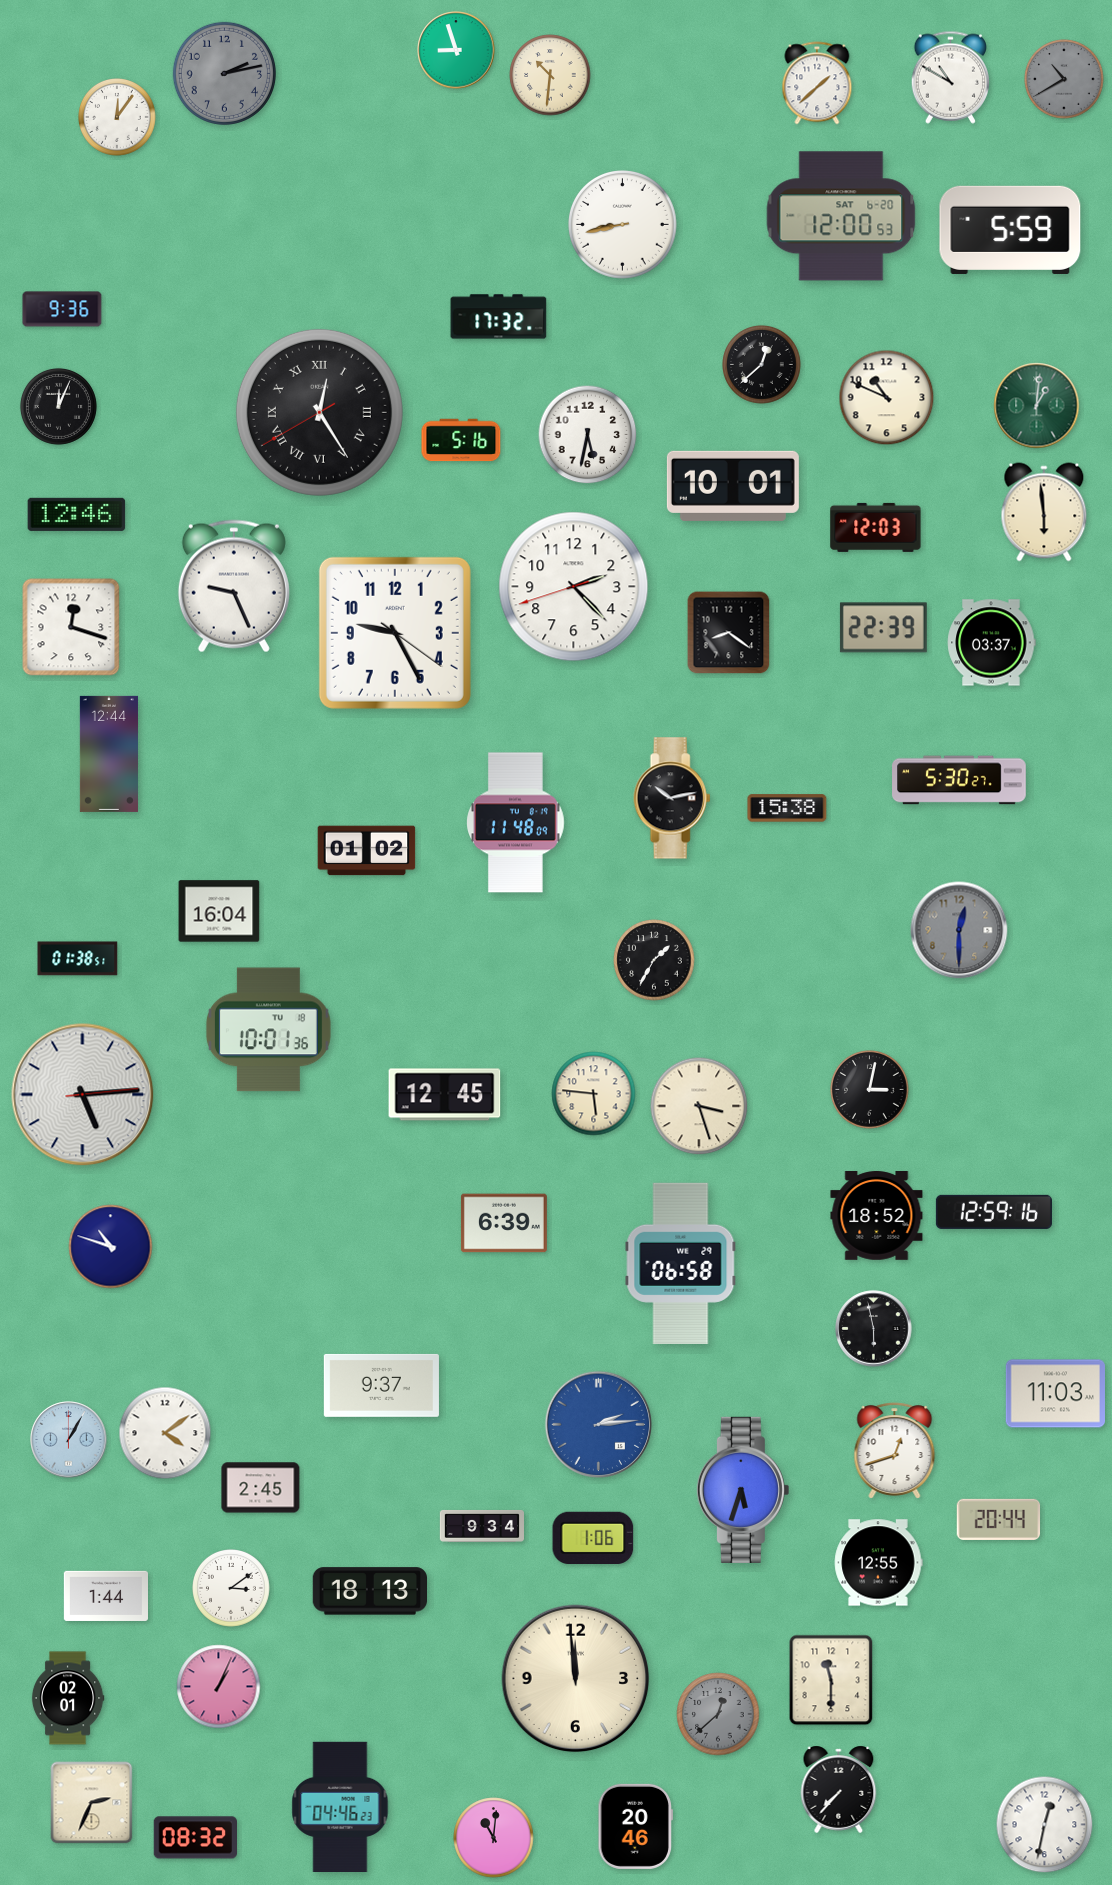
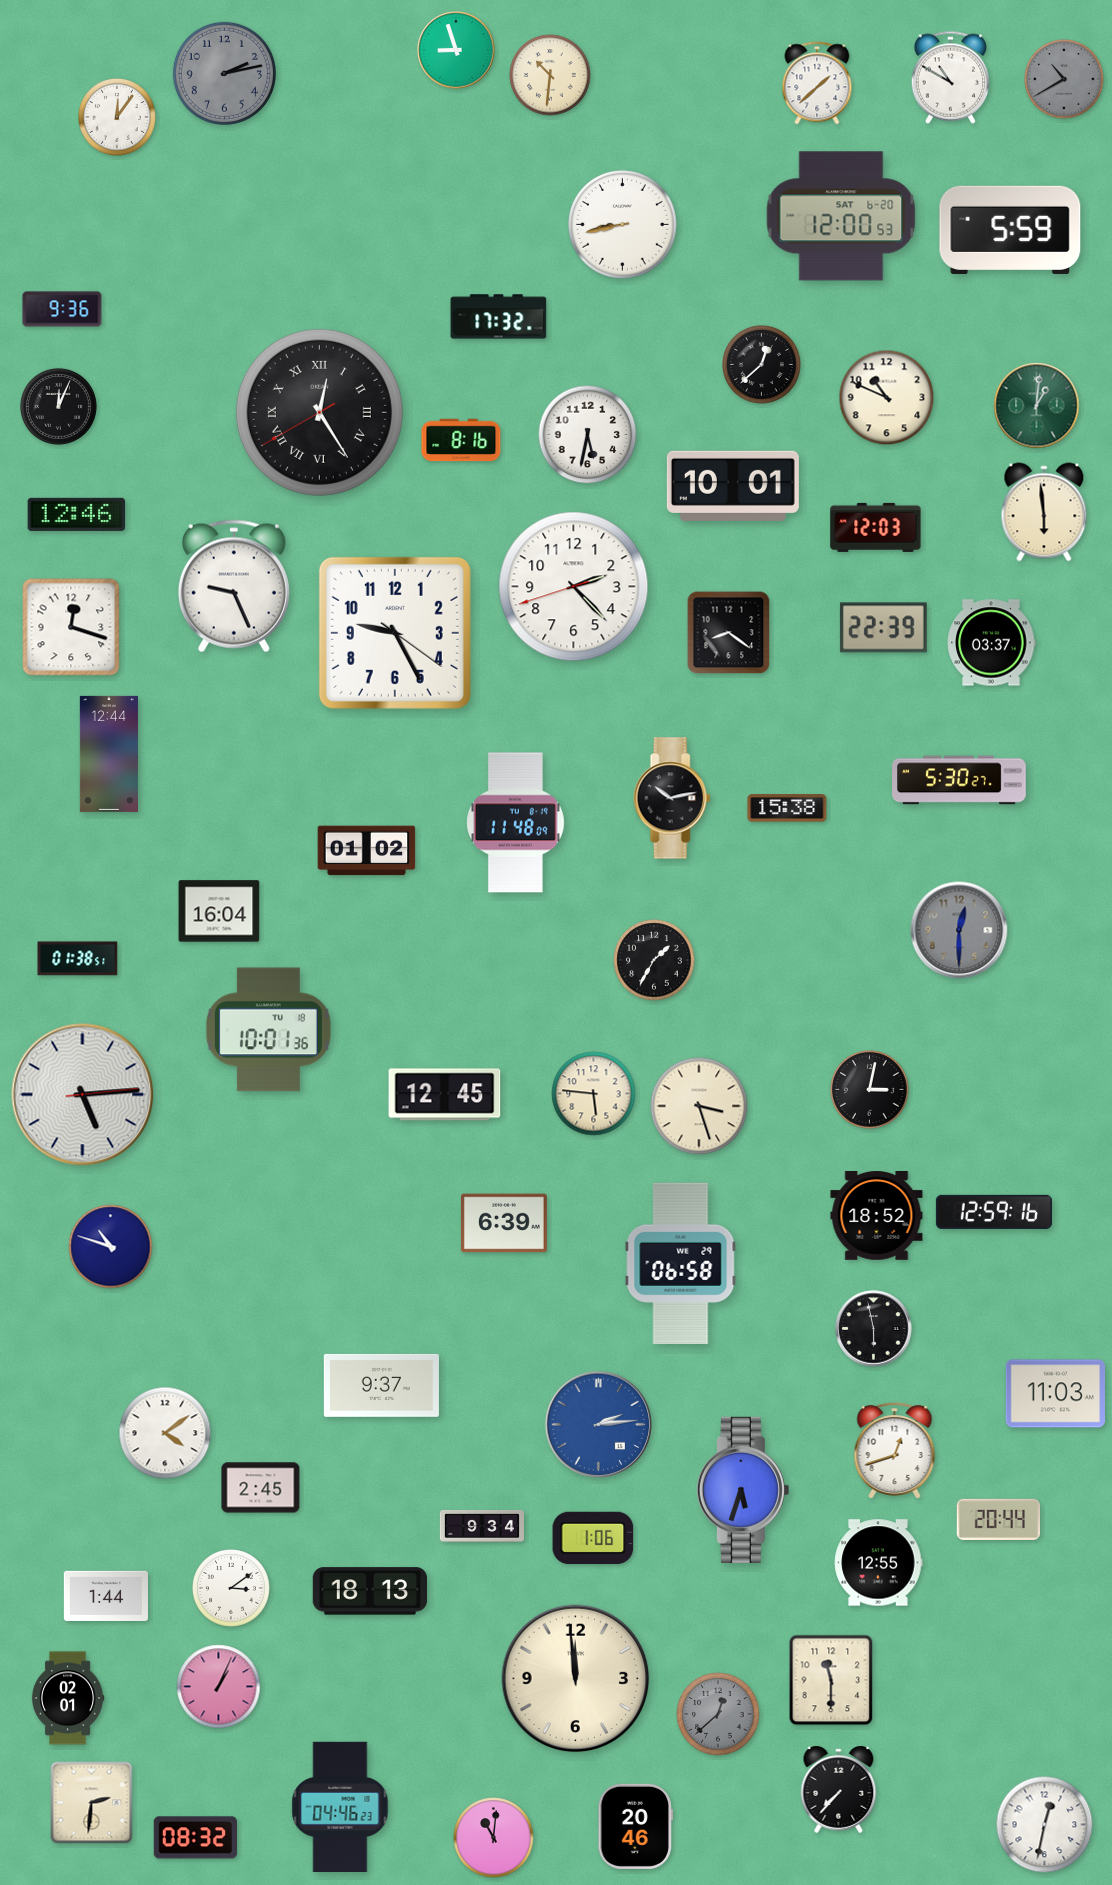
clock at (461, 440): 5:16 -> 8:16
clock at (69, 1440): 1:05 -> none
clock at (92, 1803): 2:34 -> 2:31
